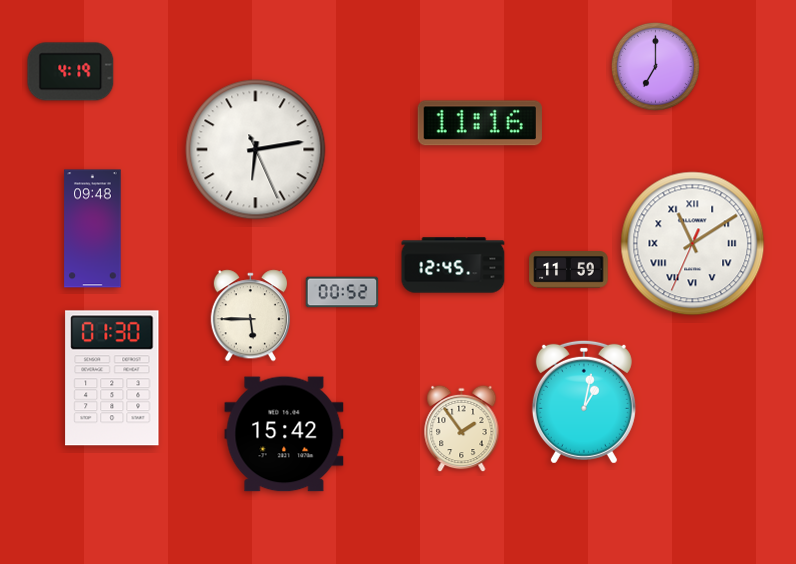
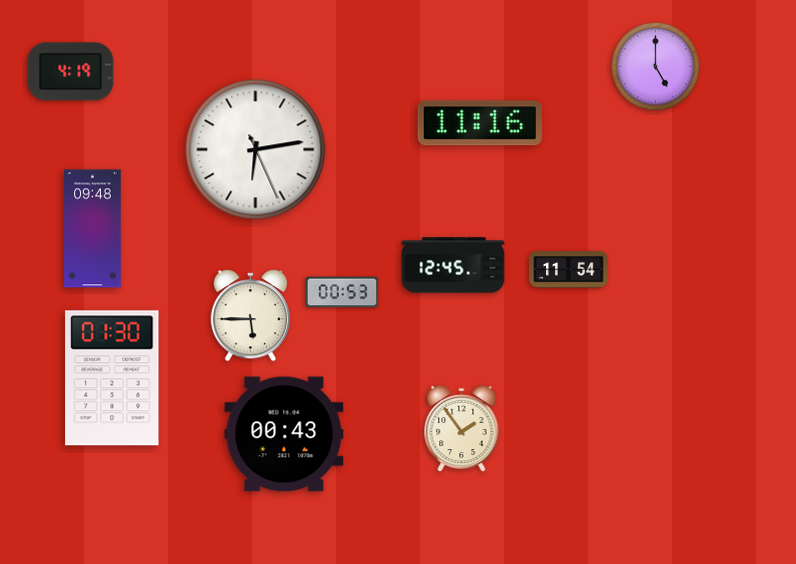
clock at (655, 66): 7:00 -> 5:00
clock at (693, 244): 11:09 -> none
clock at (569, 270): 11:59 -> 11:54
clock at (342, 292): 00:52 -> 00:53
clock at (584, 402): 1:02 -> none
clock at (284, 434): 15:42 -> 00:43
